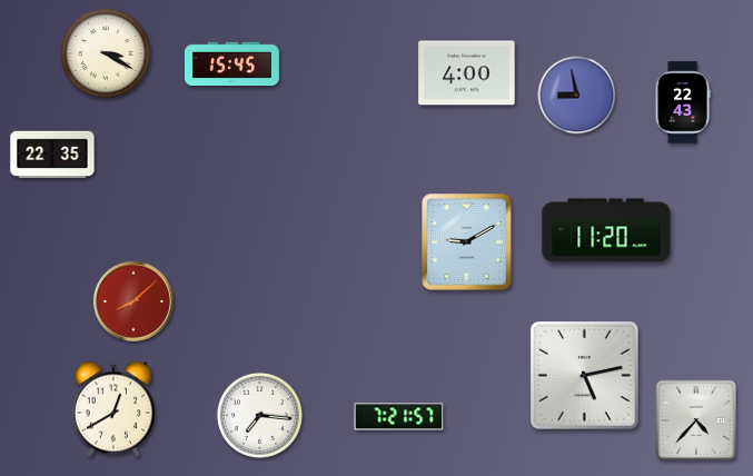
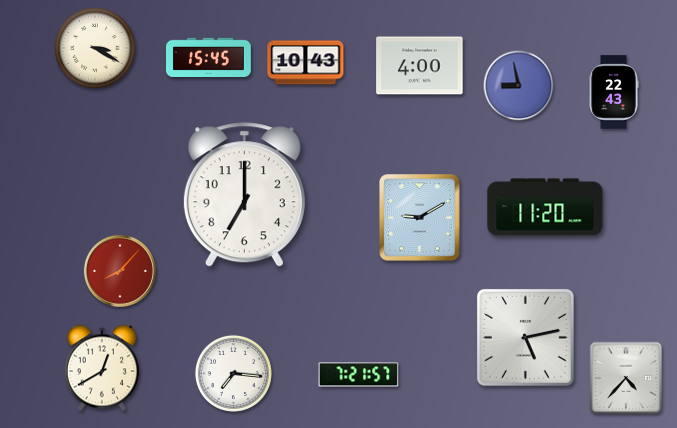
clock at (306, 63): none -> 10:43
clock at (52, 155): 22:35 -> none
clock at (244, 195): none -> 7:00
clock at (133, 301): 8:08 -> 8:07
